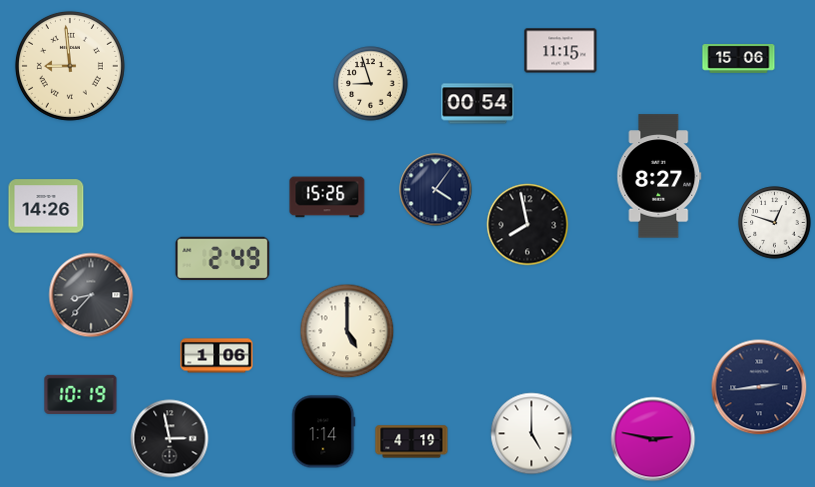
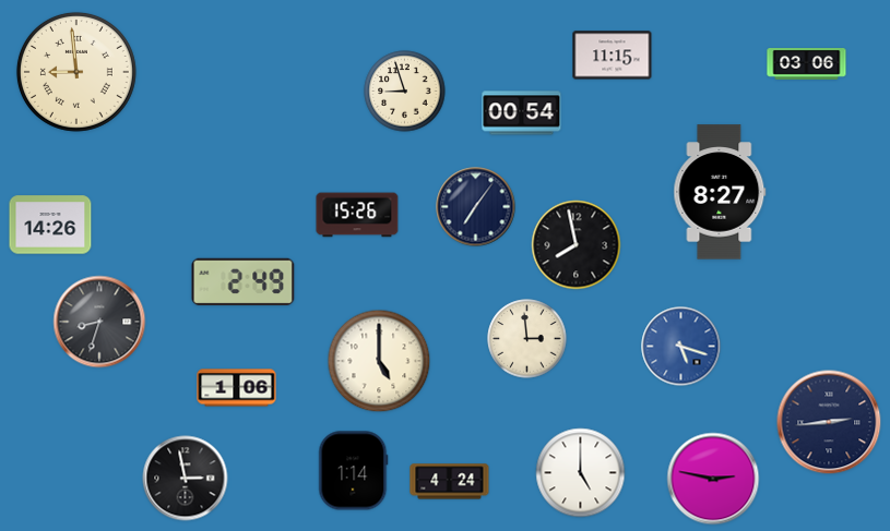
clock at (739, 59): 15:06 -> 03:06
clock at (436, 190): 4:06 -> 7:06
clock at (775, 223): 12:48 -> none
clock at (91, 295): 8:37 -> 8:33
clock at (527, 339): none -> 2:59
clock at (681, 347): none -> 5:18
clock at (81, 394): 10:19 -> none
clock at (412, 442): 4:19 -> 4:24
